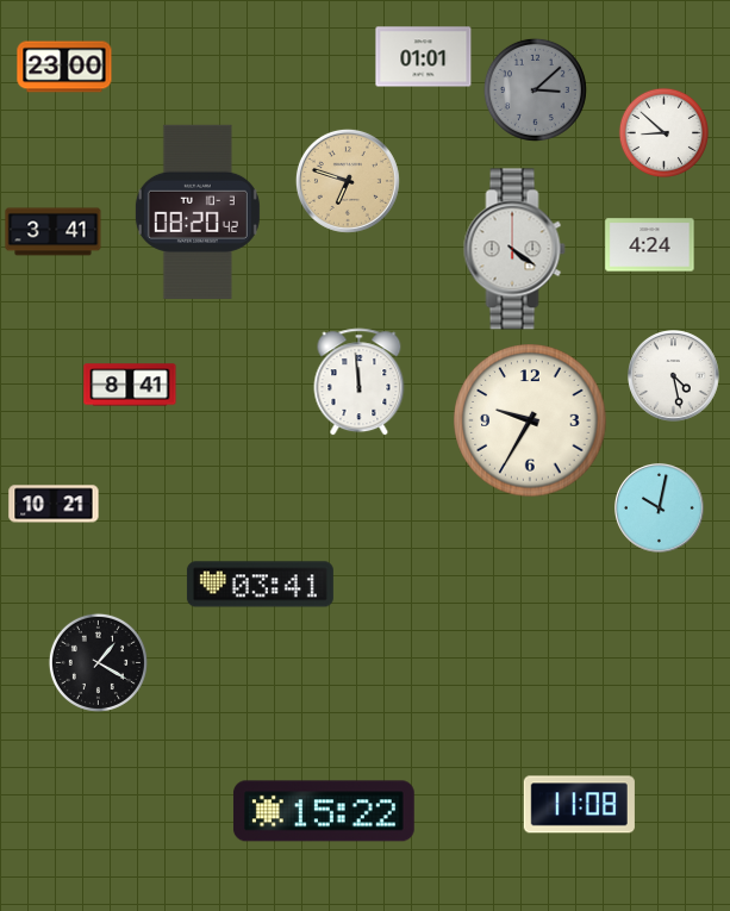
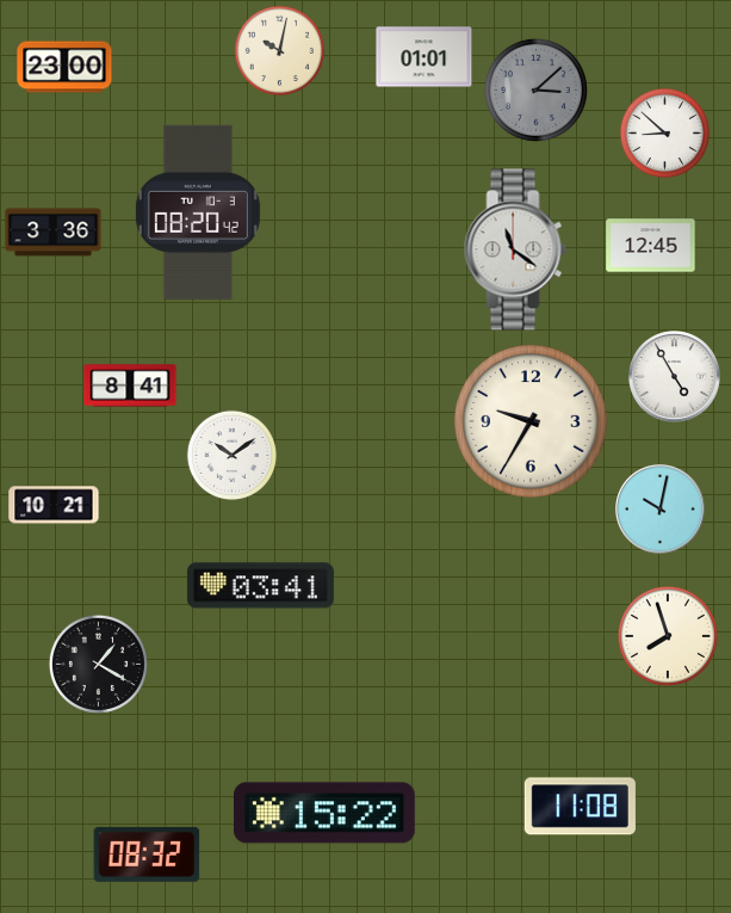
clock at (279, 50): none -> 10:02
clock at (348, 181): 6:48 -> none
clock at (54, 232): 3:41 -> 3:36
clock at (650, 245): 4:24 -> 12:45
clock at (514, 249): 4:21 -> 11:21
clock at (674, 376): 4:28 -> 4:55
clock at (360, 382): 11:59 -> none
clock at (231, 455): none -> 10:09
clock at (668, 636): none -> 7:57
clock at (147, 855): none -> 08:32
